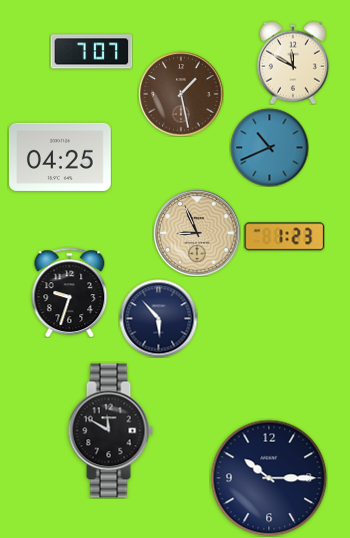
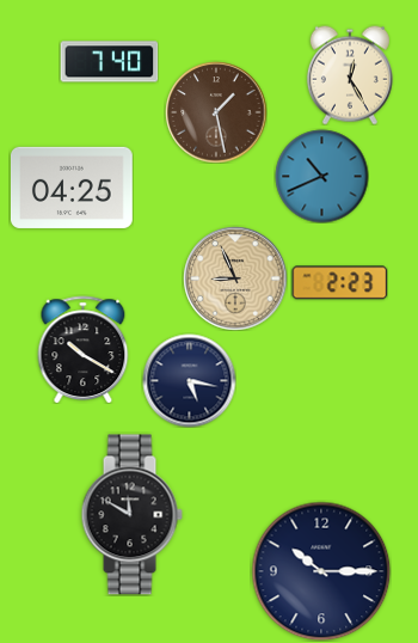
clock at (91, 52): 7:07 -> 7:40
clock at (293, 63): 11:50 -> 12:25
clock at (284, 237): 1:23 -> 2:23
clock at (70, 292): 9:33 -> 10:20
clock at (158, 318): 5:53 -> 5:17
